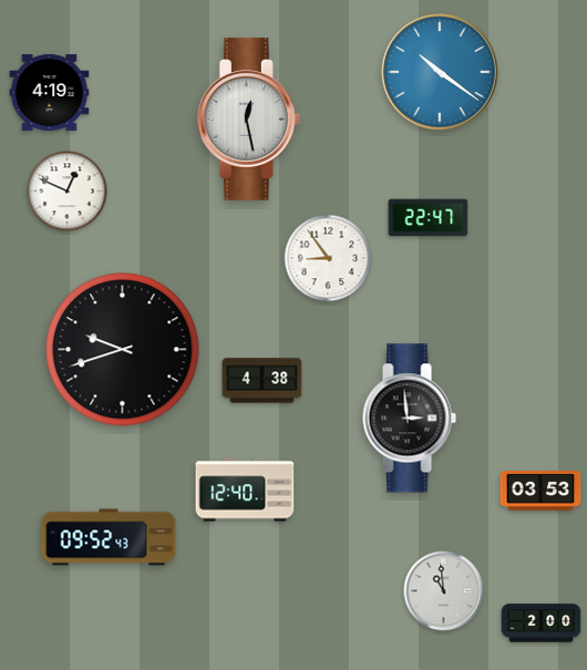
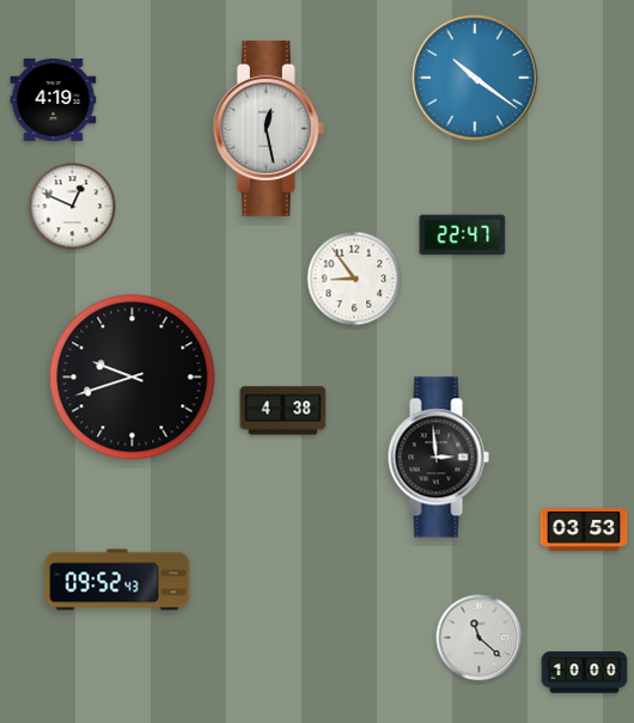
clock at (409, 419) position: (409, 419) -> (438, 458)
clock at (245, 489): 12:40 -> none
clock at (444, 591): 10:59 -> 11:22
clock at (542, 623): 2:00 -> 10:00
